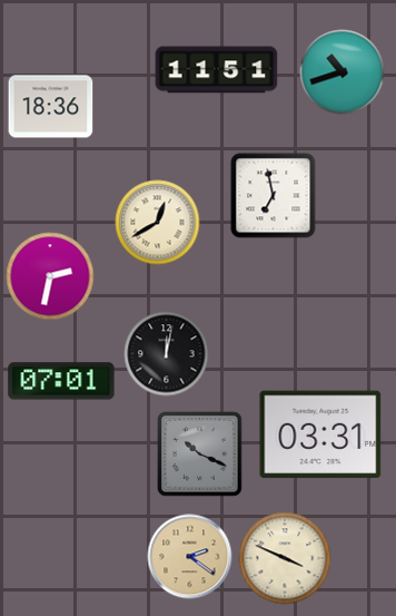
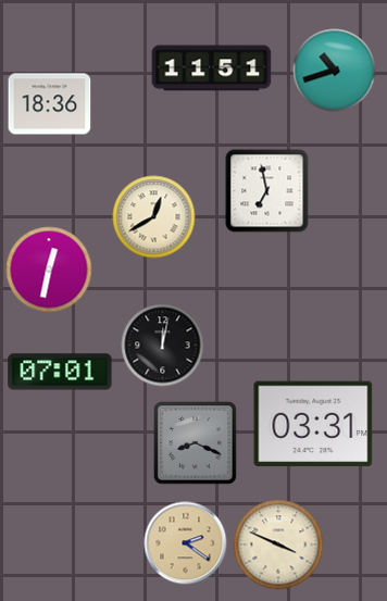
clock at (50, 276): 2:32 -> 12:32
clock at (200, 454): 10:19 -> 8:19
